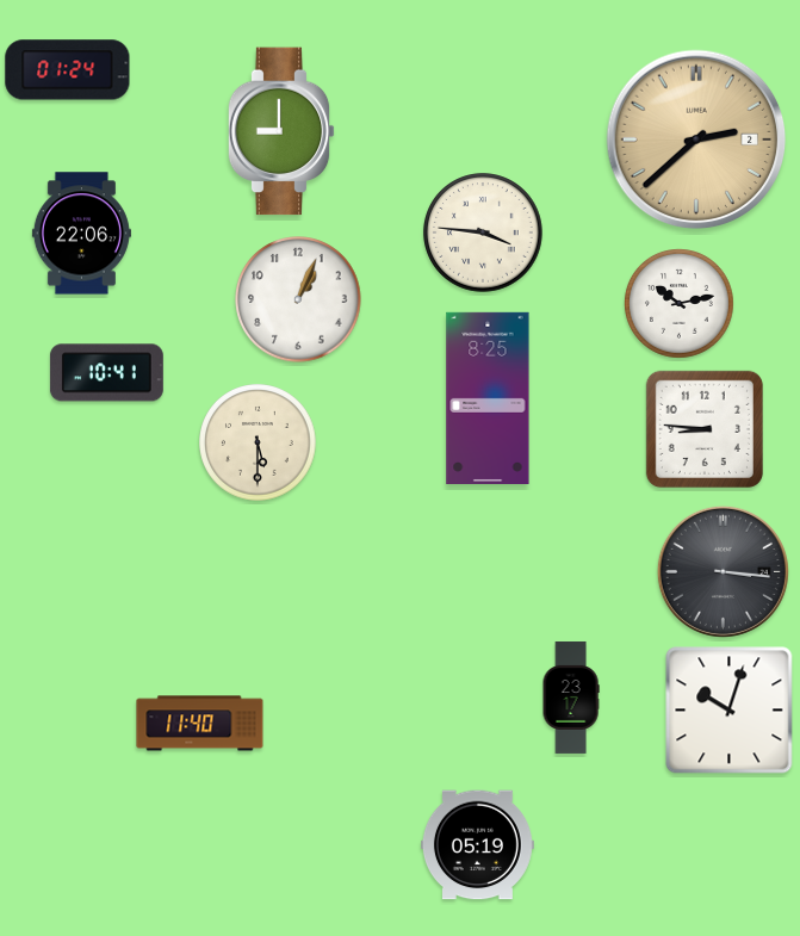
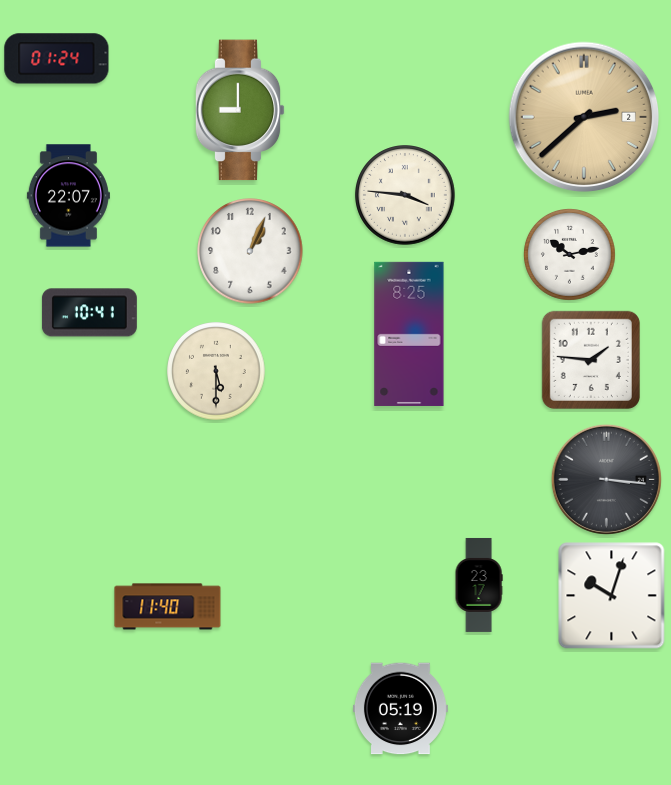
clock at (281, 131) position: (281, 131) -> (240, 110)
clock at (81, 234): 22:06 -> 22:07
clock at (705, 429): 8:46 -> 1:46
